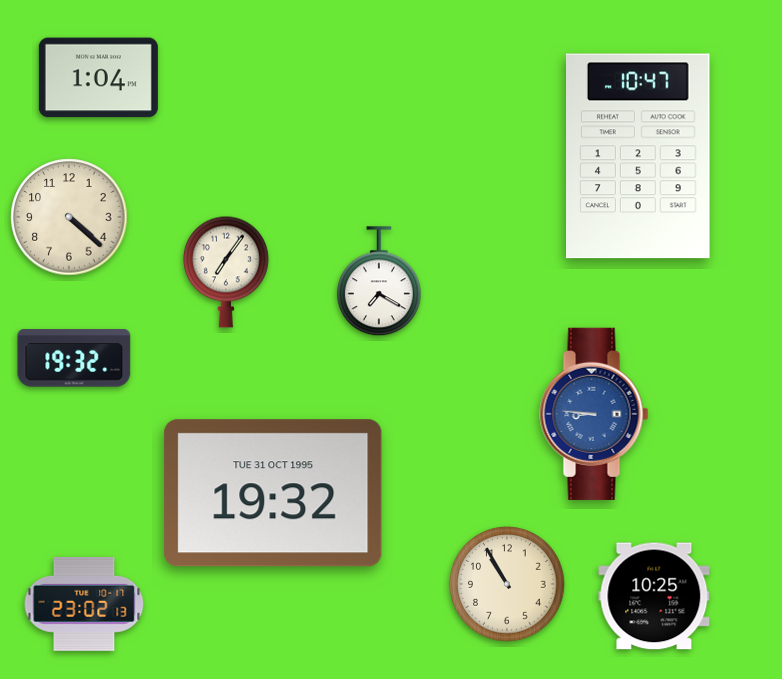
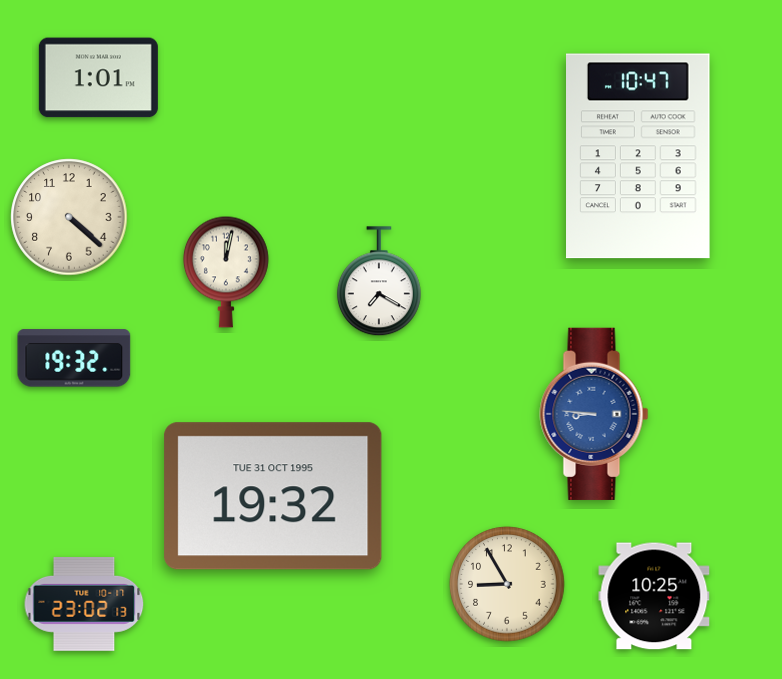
clock at (98, 78): 1:04 -> 1:01
clock at (226, 272): 7:06 -> 12:02
clock at (273, 493) position: (273, 493) -> (273, 496)
clock at (507, 584): 10:55 -> 8:55
